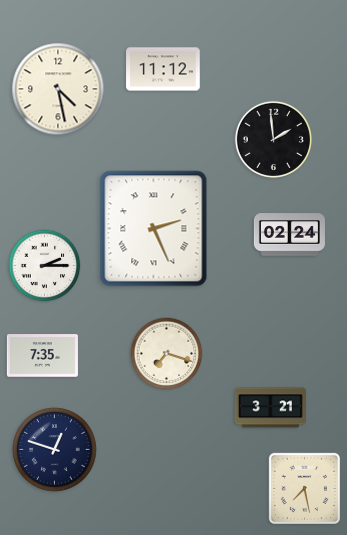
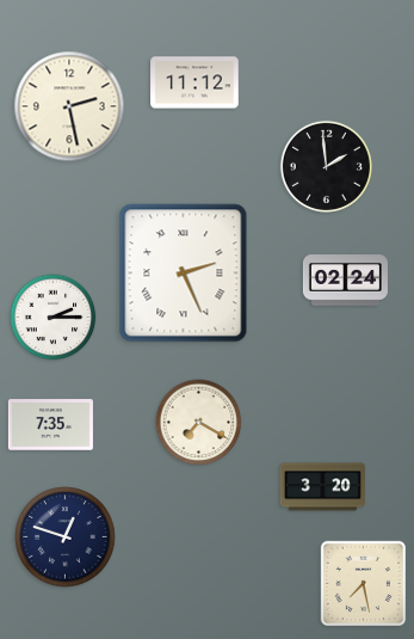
clock at (58, 89): 4:28 -> 2:28
clock at (167, 354): 7:18 -> 7:20
clock at (270, 408): 3:21 -> 3:20
